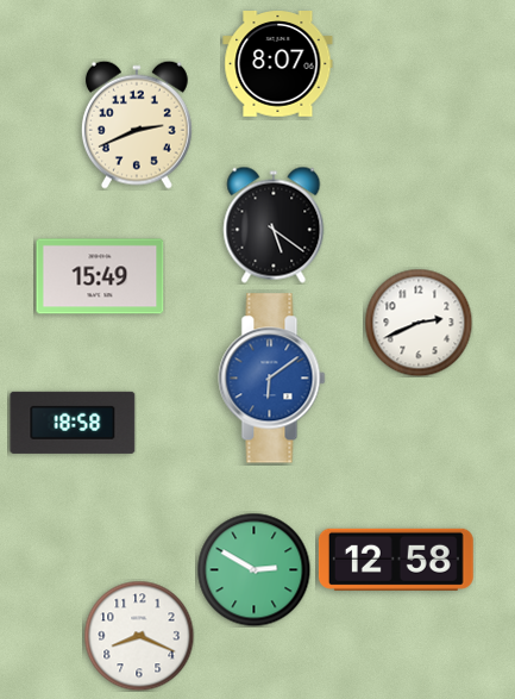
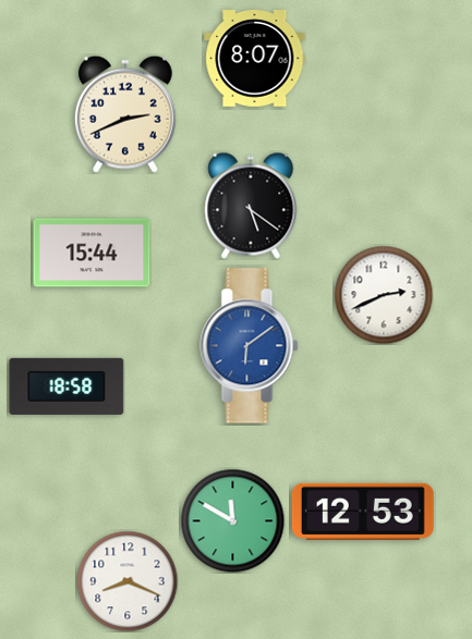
clock at (100, 276): 15:49 -> 15:44
clock at (396, 560): 12:58 -> 12:53
clock at (253, 569): 2:50 -> 11:50
